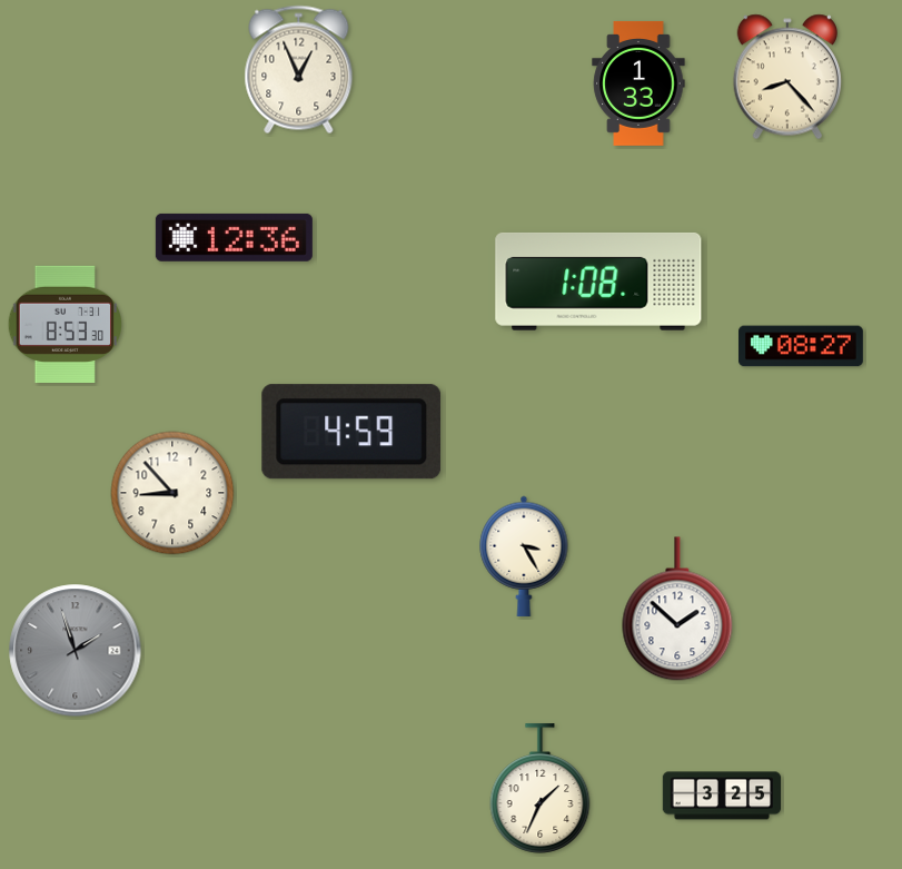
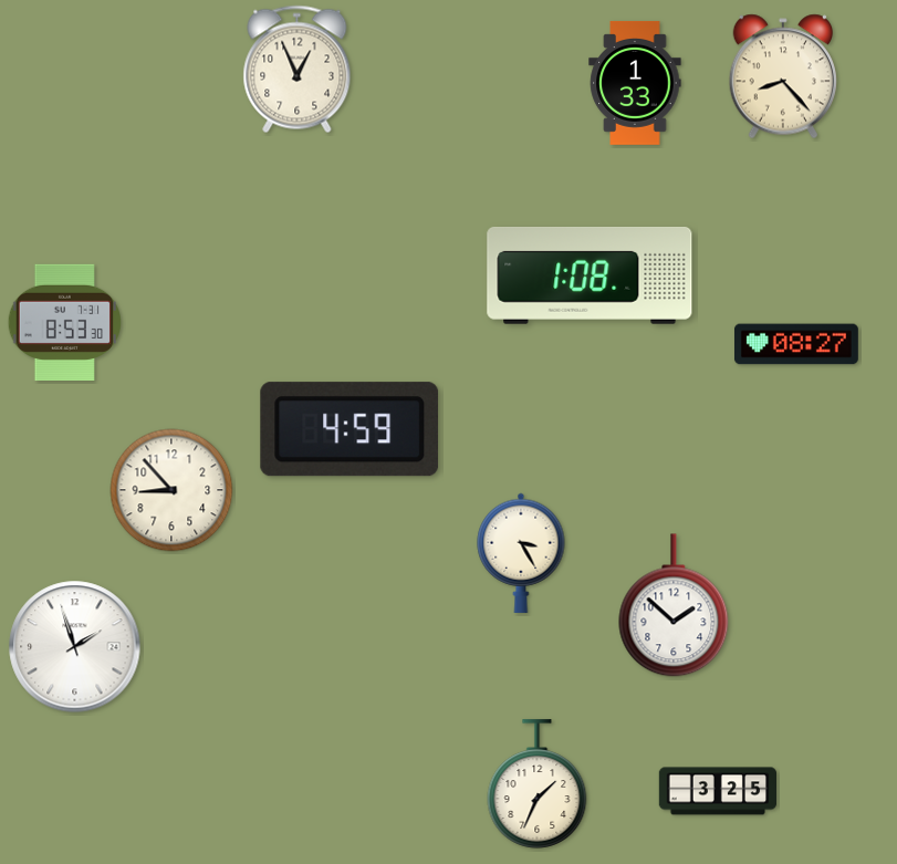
clock at (234, 237): 12:36 -> none
clock at (598, 282) position: (598, 282) -> (590, 275)
clock at (76, 651) dial: grey -> white
